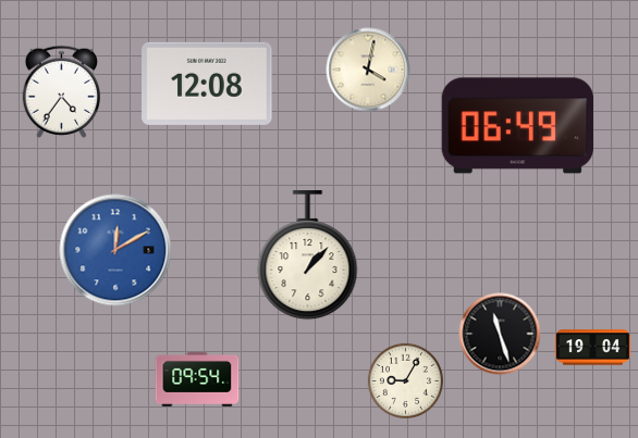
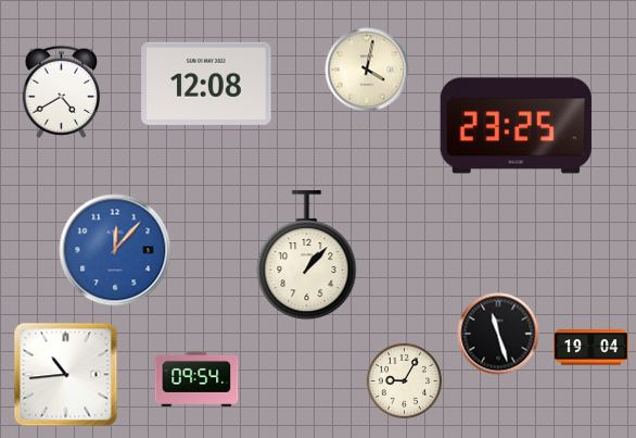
clock at (61, 91): 4:36 -> 4:40
clock at (518, 126): 06:49 -> 23:25
clock at (115, 250): 12:10 -> 12:07
clock at (66, 375): none -> 10:44
